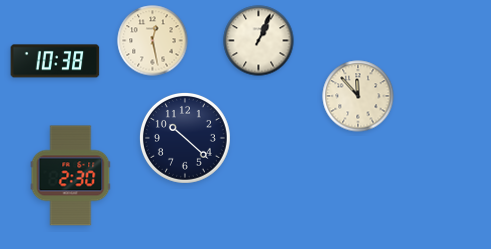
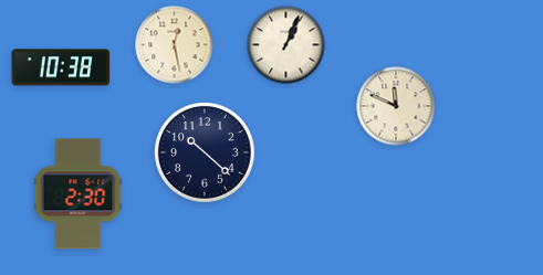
clock at (153, 41) position: (153, 41) -> (175, 45)
clock at (358, 96): 11:53 -> 11:49
